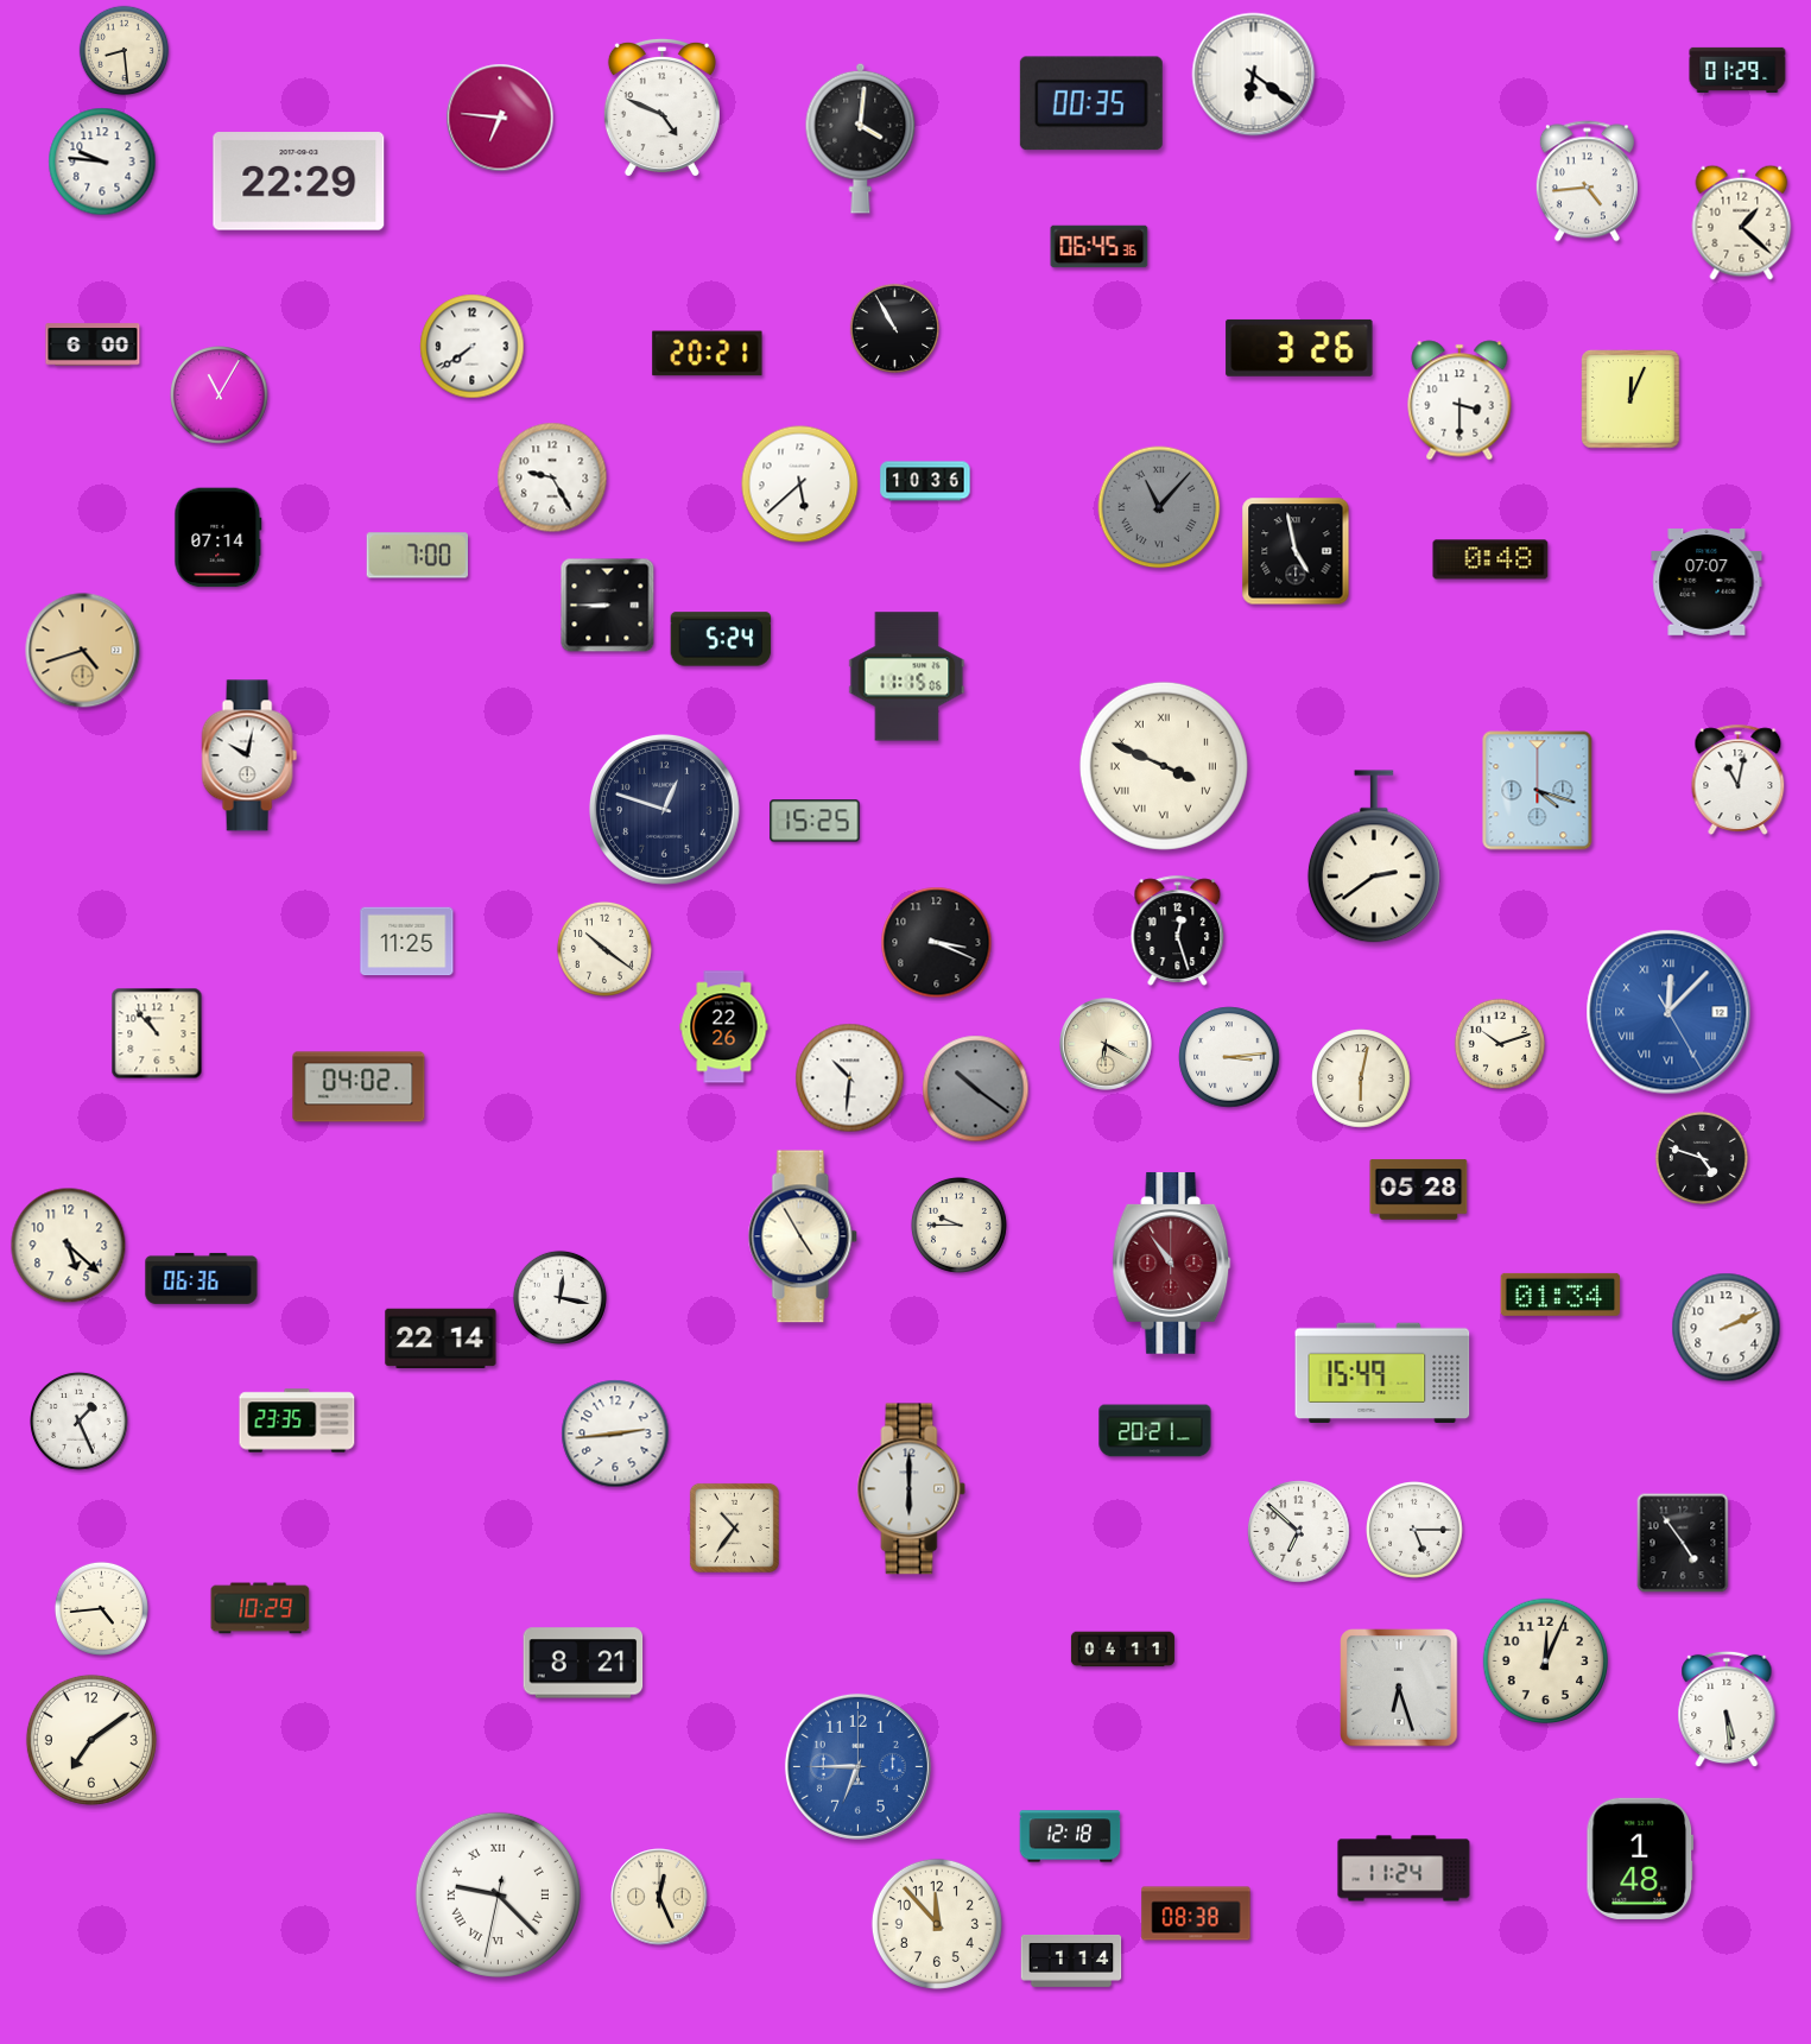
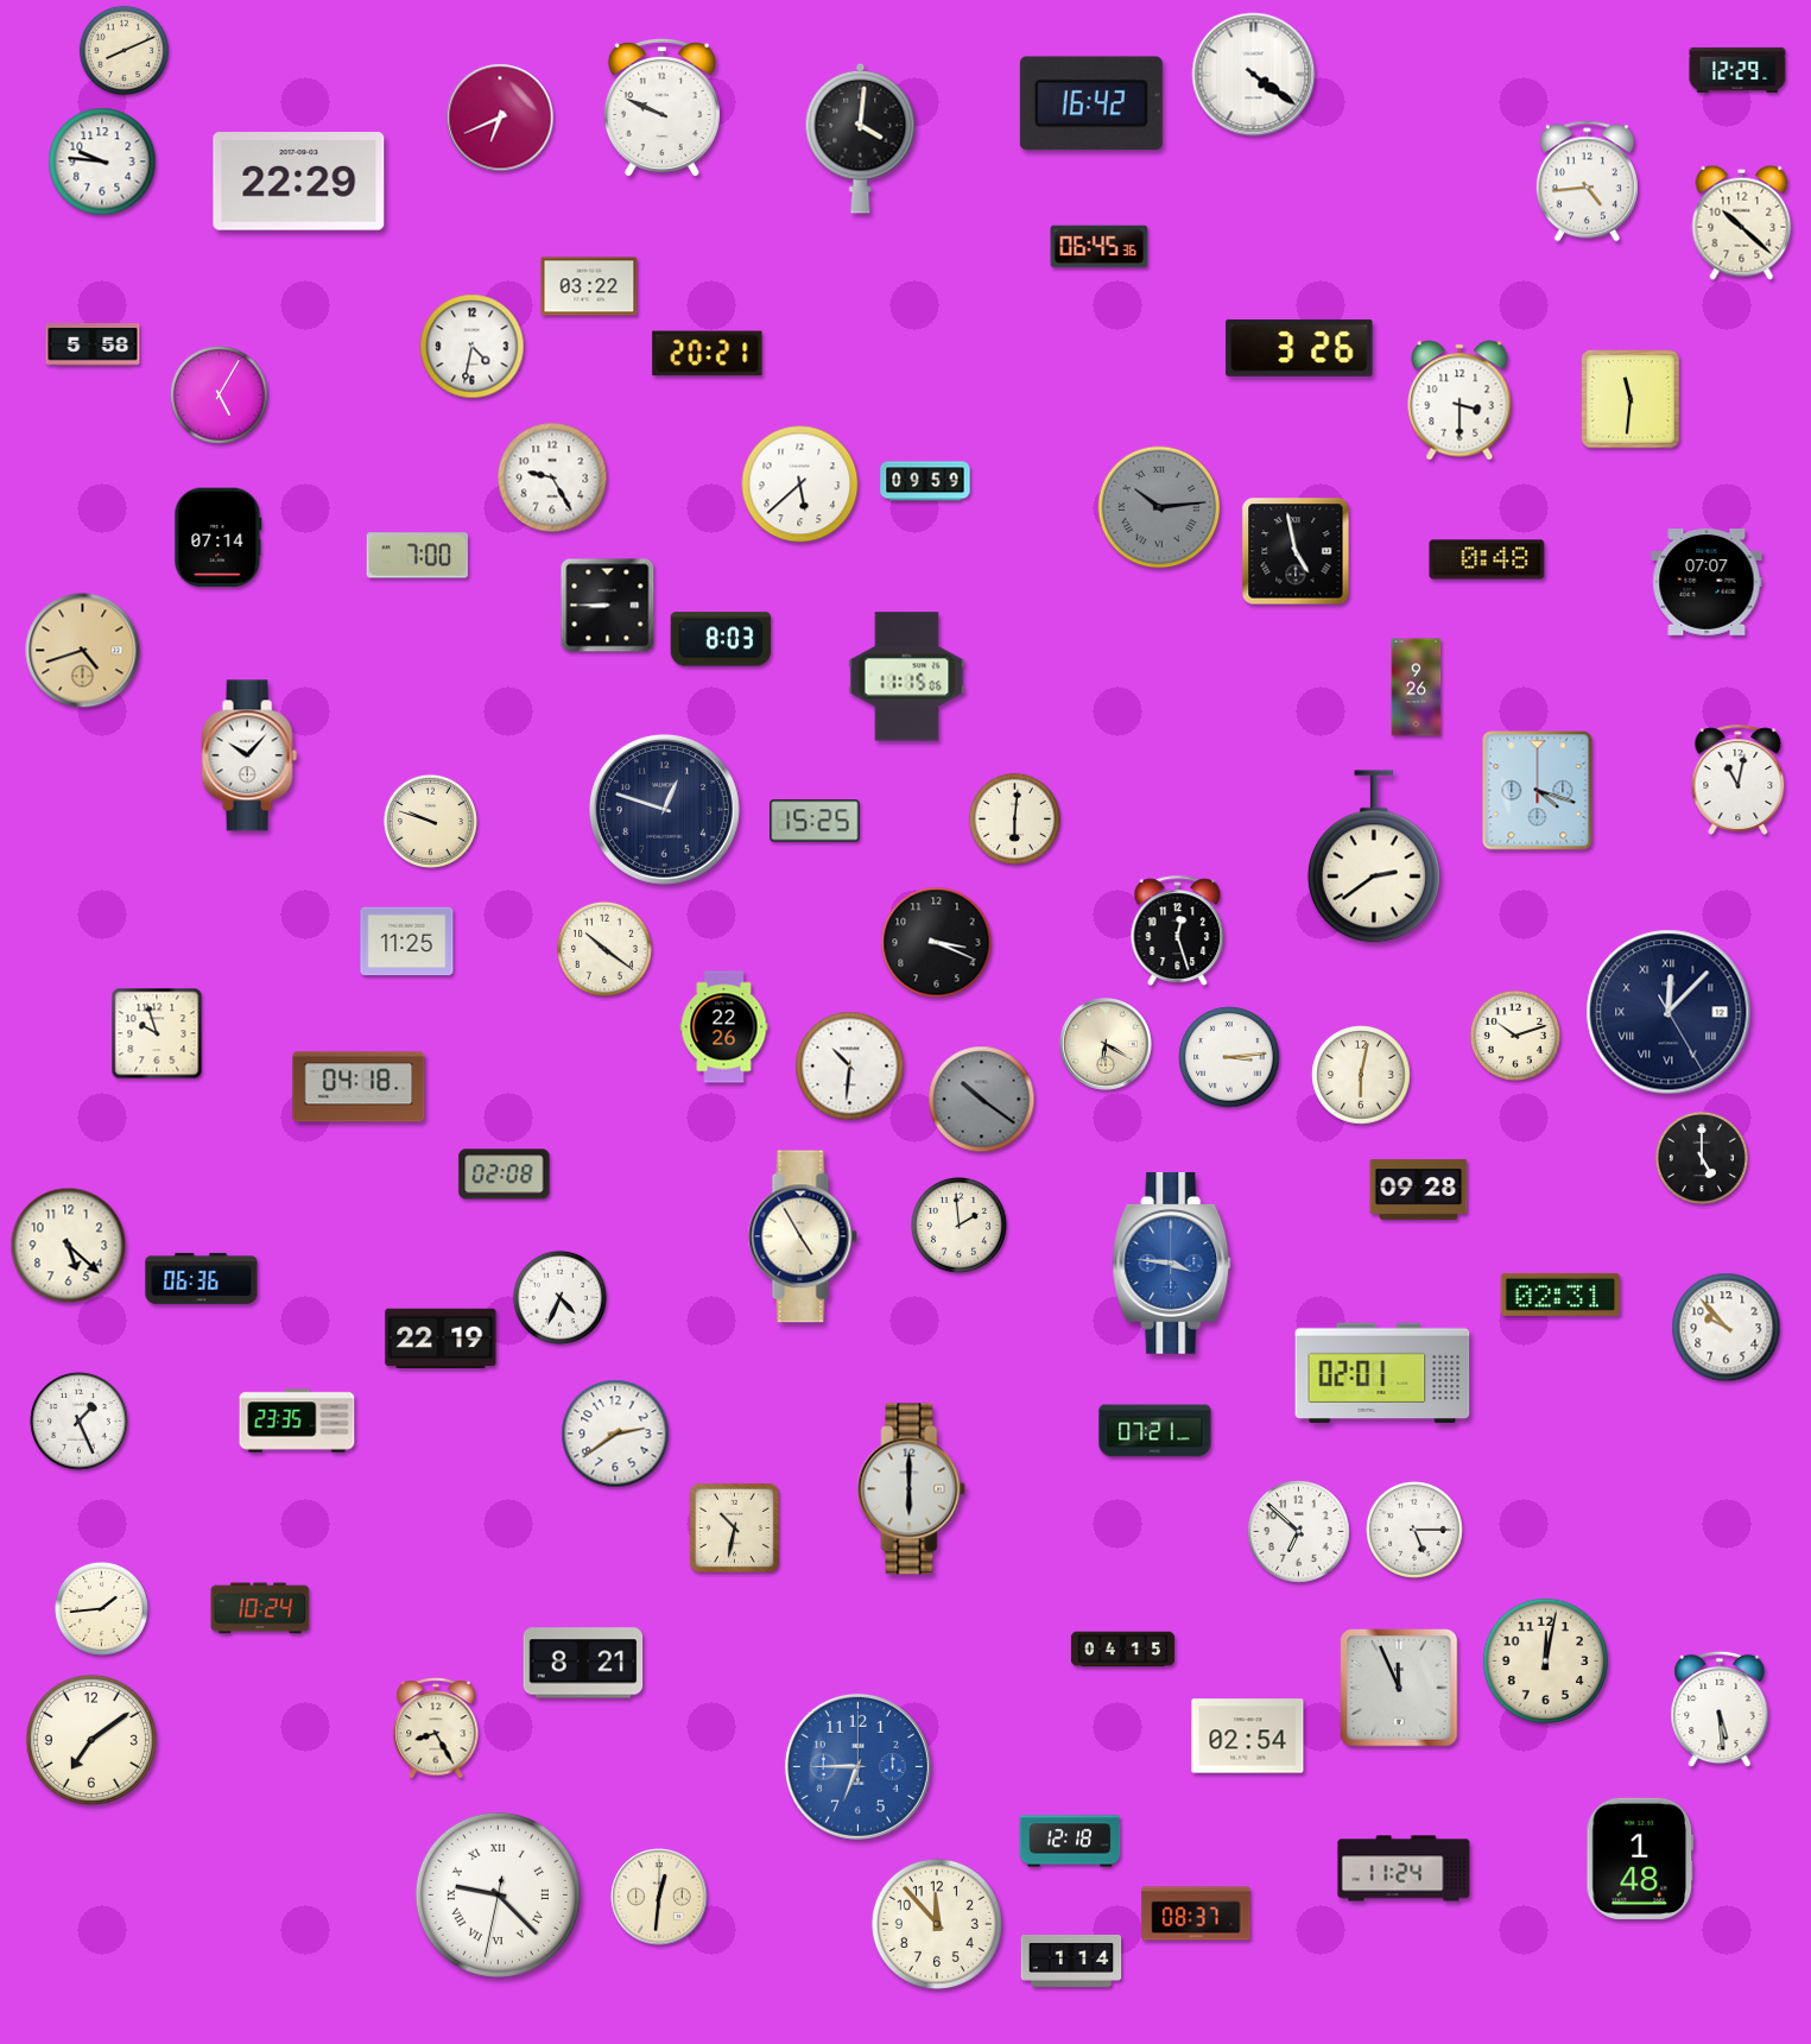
clock at (125, 51): 8:29 -> 8:11
clock at (1737, 70): 01:29 -> 12:29
clock at (1254, 75): 6:21 -> 4:21
clock at (1091, 103): 00:35 -> 16:42
clock at (661, 107): 4:49 -> 9:49
clock at (500, 118): 6:46 -> 6:41
clock at (1742, 222): 1:22 -> 10:22
clock at (589, 286): none -> 03:22
clock at (895, 329): 10:55 -> none
clock at (93, 344): 6:00 -> 5:58
clock at (473, 347): 7:39 -> 4:32
clock at (220, 395): 11:05 -> 5:05
clock at (1630, 399): 12:04 -> 11:31
clock at (925, 481): 10:36 -> 09:59
clock at (1159, 507): 11:07 -> 10:14
clock at (1490, 559) position: (1490, 559) -> (1487, 559)
clock at (721, 639): 5:24 -> 8:03
clock at (1417, 688): none -> 9:26
clock at (249, 755): 10:02 -> 10:07
clock at (1164, 766): 3:49 -> none
clock at (1014, 818): none -> 6:01
clock at (430, 821): none -> 9:48
clock at (1668, 1012) dial: blue -> navy
clock at (157, 1033): 10:53 -> 9:57
clock at (1499, 1043) position: (1499, 1043) -> (1514, 1034)
clock at (850, 1078) position: (850, 1078) -> (850, 1067)
clock at (1361, 1078) position: (1361, 1078) -> (1361, 1075)
clock at (359, 1087): 04:02 -> 04:18
clock at (976, 1089) position: (976, 1089) -> (982, 1100)
clock at (1702, 1158): 4:48 -> 5:00
clock at (505, 1175): none -> 02:08
clock at (1419, 1190): 05:28 -> 09:28
clock at (958, 1224): 9:45 -> 1:59
clock at (1172, 1263): 10:54 -> 3:46
clock at (1172, 1263) dial: burgundy -> blue
clock at (1560, 1295): 01:34 -> 02:31
clock at (559, 1297): 12:17 -> 4:34
clock at (1727, 1328): 2:11 -> 9:53
clock at (441, 1337): 22:14 -> 22:19
clock at (1382, 1373): 15:49 -> 02:01
clock at (1155, 1431): 20:21 -> 07:21
clock at (615, 1434): 2:44 -> 2:39
clock at (734, 1527): 10:36 -> 10:32
clock at (1683, 1543): 4:54 -> none
clock at (101, 1608): 4:44 -> 1:44
clock at (260, 1608): 10:29 -> 10:24
clock at (1122, 1650): 04:11 -> 04:15
clock at (1546, 1662): 12:04 -> 12:02
clock at (1399, 1688): 6:27 -> 11:56
clock at (1727, 1709) position: (1727, 1709) -> (1720, 1709)
clock at (436, 1728): none -> 8:25
clock at (1248, 1736): none -> 02:54
clock at (1070, 1836) position: (1070, 1836) -> (1070, 1841)
clock at (659, 1897): 12:26 -> 12:31
clock at (1196, 1913): 08:38 -> 08:37
